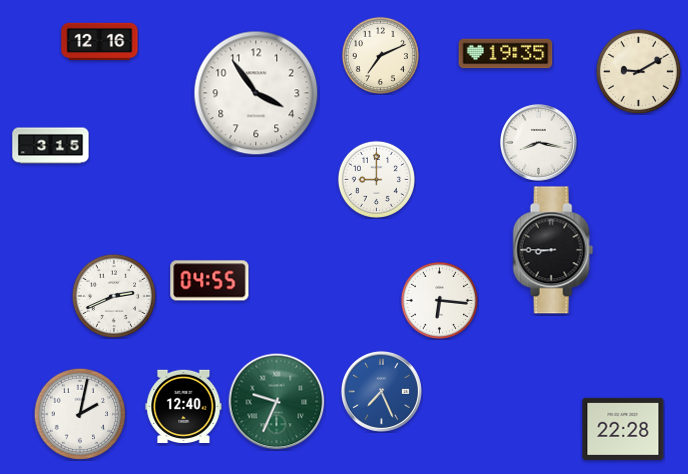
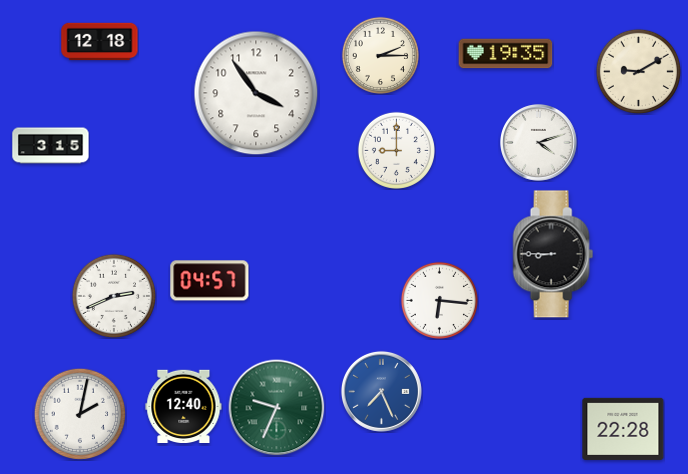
clock at (100, 42): 12:16 -> 12:18
clock at (380, 55): 7:11 -> 2:15
clock at (539, 143): 8:17 -> 4:12
clock at (376, 179) position: (376, 179) -> (396, 150)
clock at (553, 250) position: (553, 250) -> (553, 254)
clock at (210, 281): 04:55 -> 04:57
clock at (277, 402) position: (277, 402) -> (277, 408)
